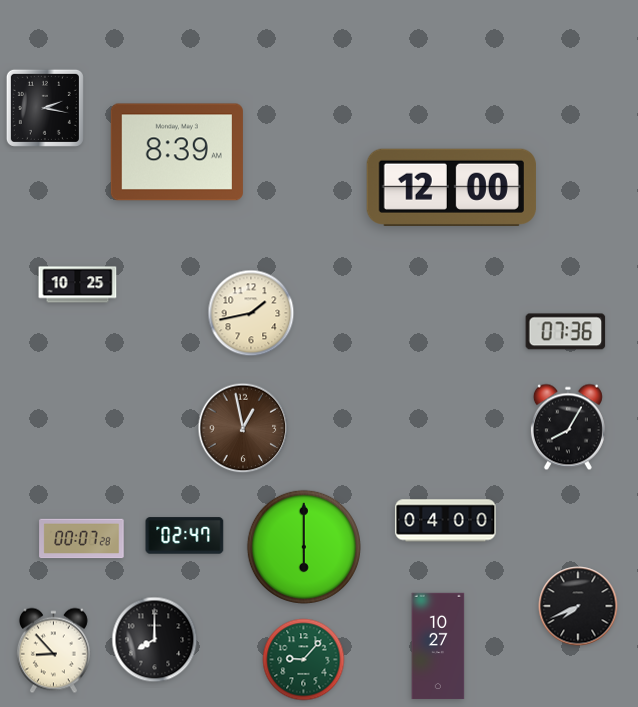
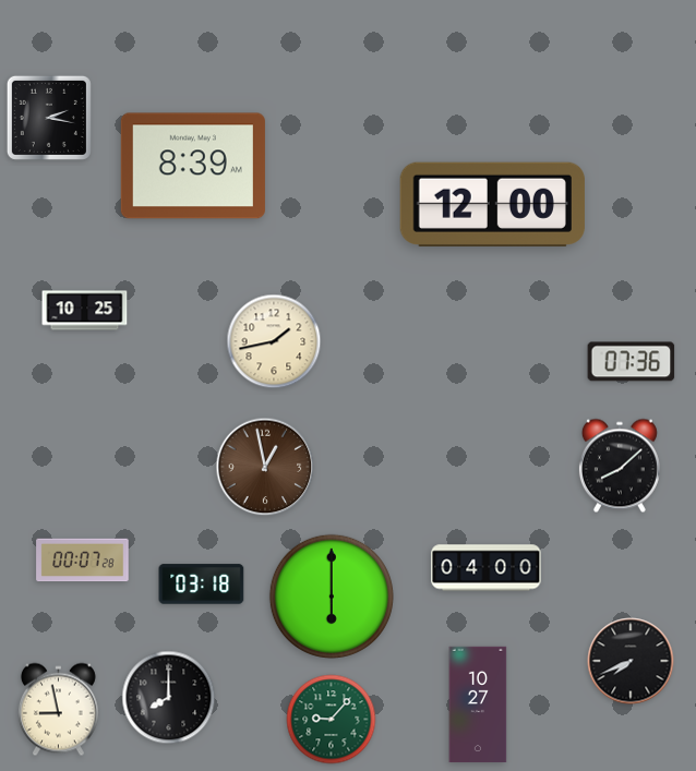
clock at (566, 332) position: (566, 332) -> (632, 362)
clock at (568, 427): 8:05 -> 8:08
clock at (185, 536): 02:47 -> 03:18
clock at (82, 539) position: (82, 539) -> (83, 561)
clock at (53, 651): 8:53 -> 8:58
